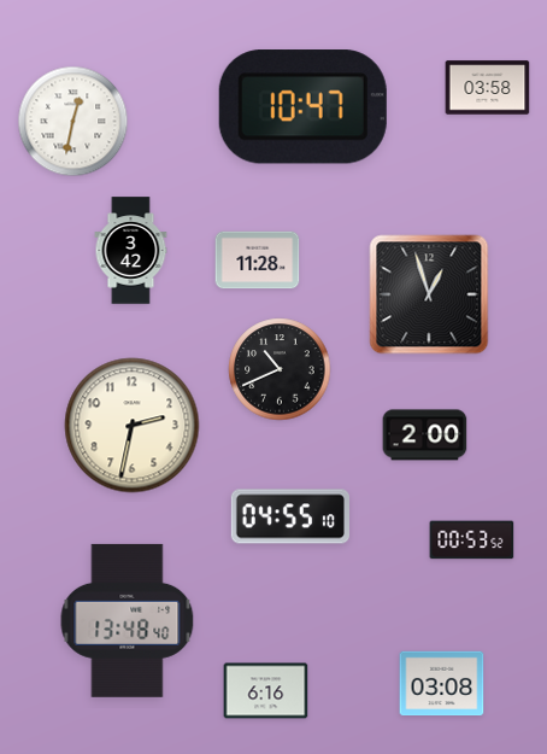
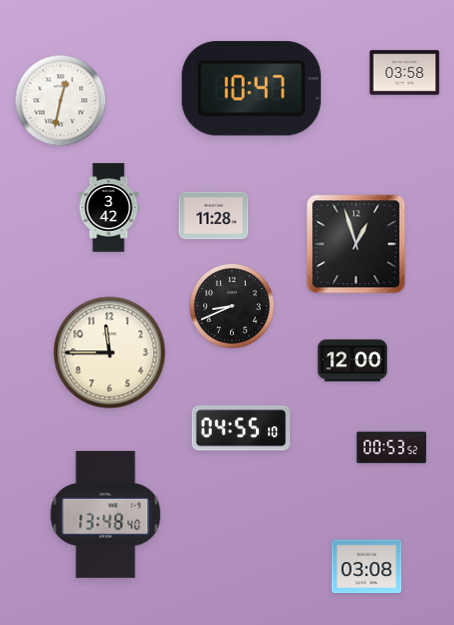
clock at (280, 369): 10:41 -> 8:41
clock at (133, 426): 2:32 -> 11:45
clock at (425, 436): 2:00 -> 12:00
clock at (266, 691): 6:16 -> none
